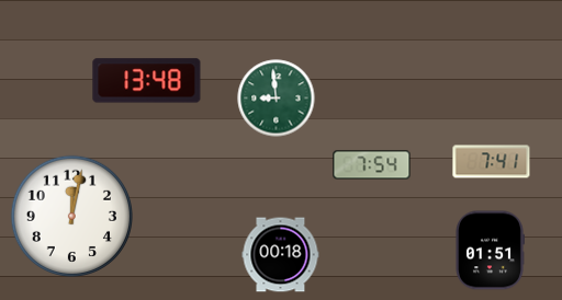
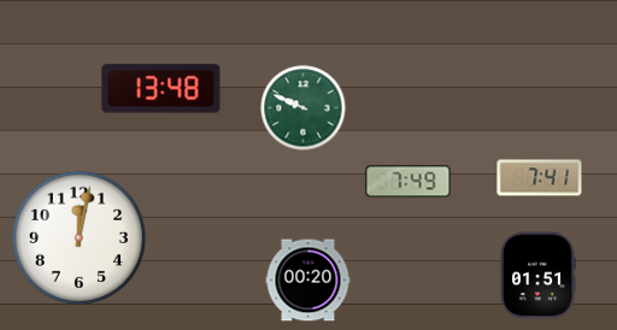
clock at (277, 99): 8:59 -> 9:49
clock at (372, 165): 7:54 -> 7:49
clock at (281, 255): 00:18 -> 00:20
